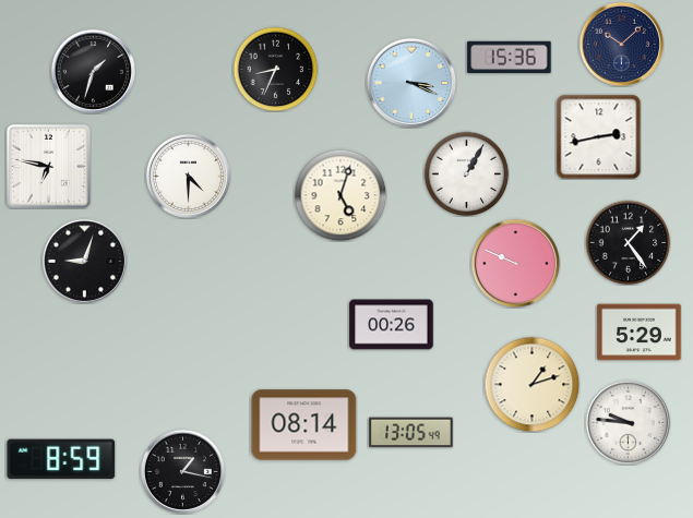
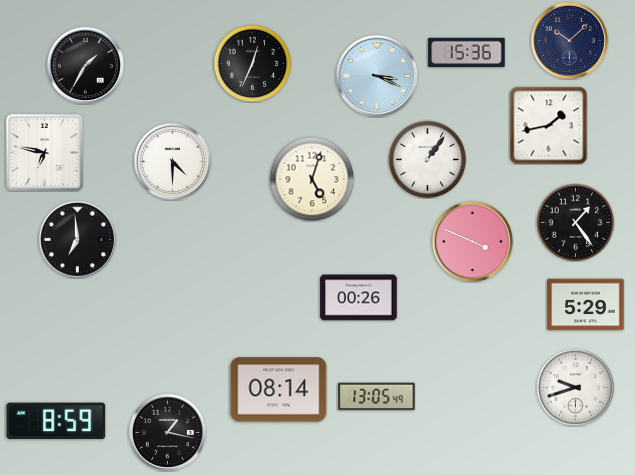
clock at (275, 69): 8:34 -> 12:34
clock at (93, 71): 1:33 -> 1:35
clock at (598, 136): 2:43 -> 1:43
clock at (466, 173): 1:05 -> 1:06
clock at (84, 261): 9:03 -> 6:59
clock at (515, 263): 9:49 -> 3:49
clock at (531, 384): 1:12 -> none
clock at (628, 422): 9:46 -> 9:42
